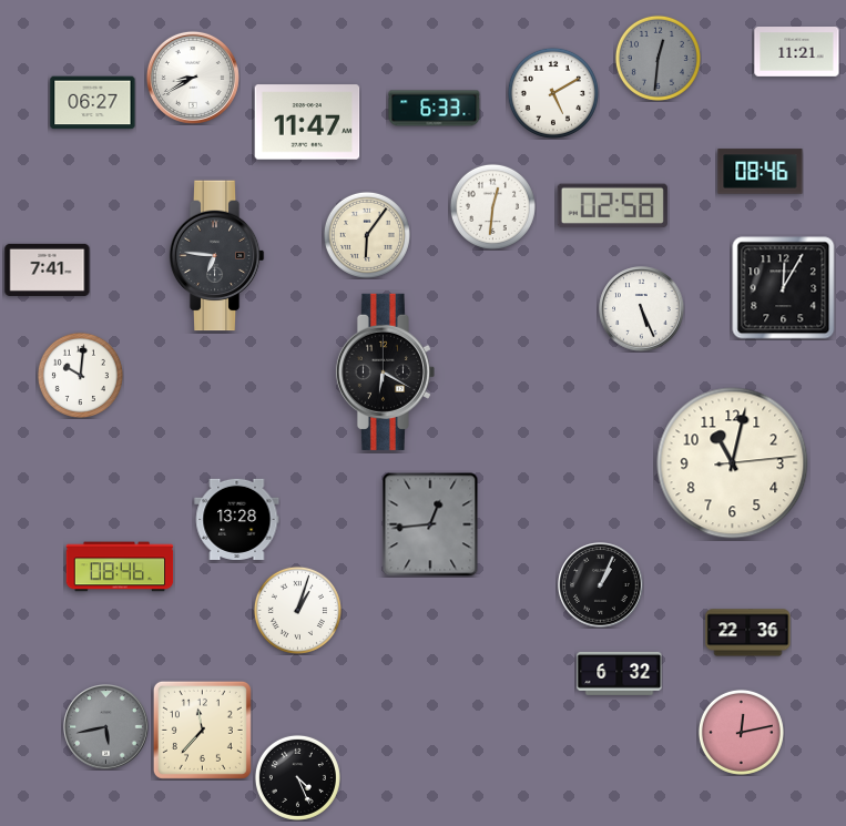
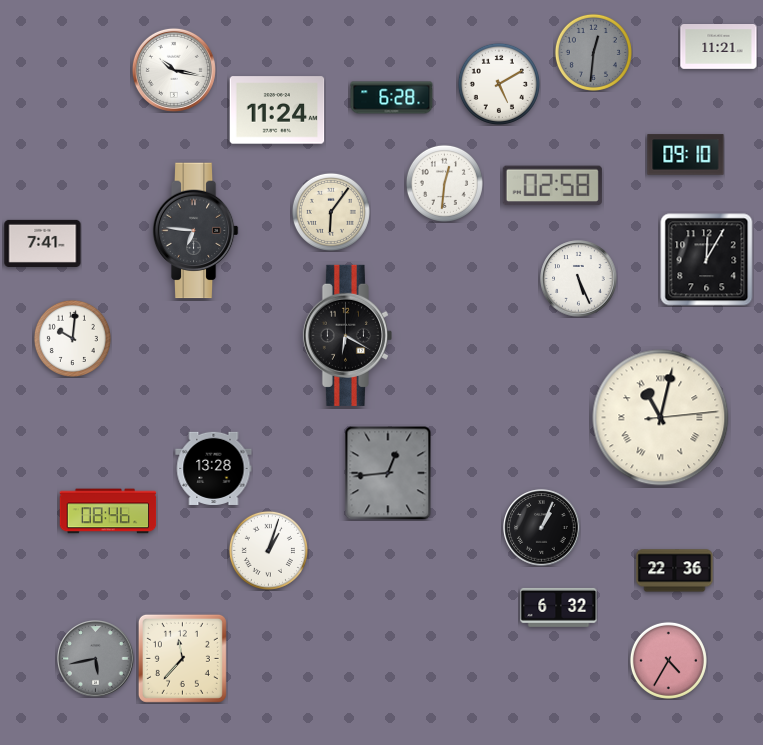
clock at (193, 78): 8:40 -> 10:17
clock at (93, 103): 06:27 -> none
clock at (435, 109): 6:33 -> 6:28
clock at (307, 122): 11:47 -> 11:24
clock at (761, 172): 08:46 -> 09:10
clock at (492, 206) position: (492, 206) -> (444, 183)
clock at (733, 463) numerals: Arabic -> Roman
clock at (106, 727) position: (106, 727) -> (96, 659)
clock at (741, 732): 12:13 -> 4:35
clock at (297, 777): 4:26 -> none
